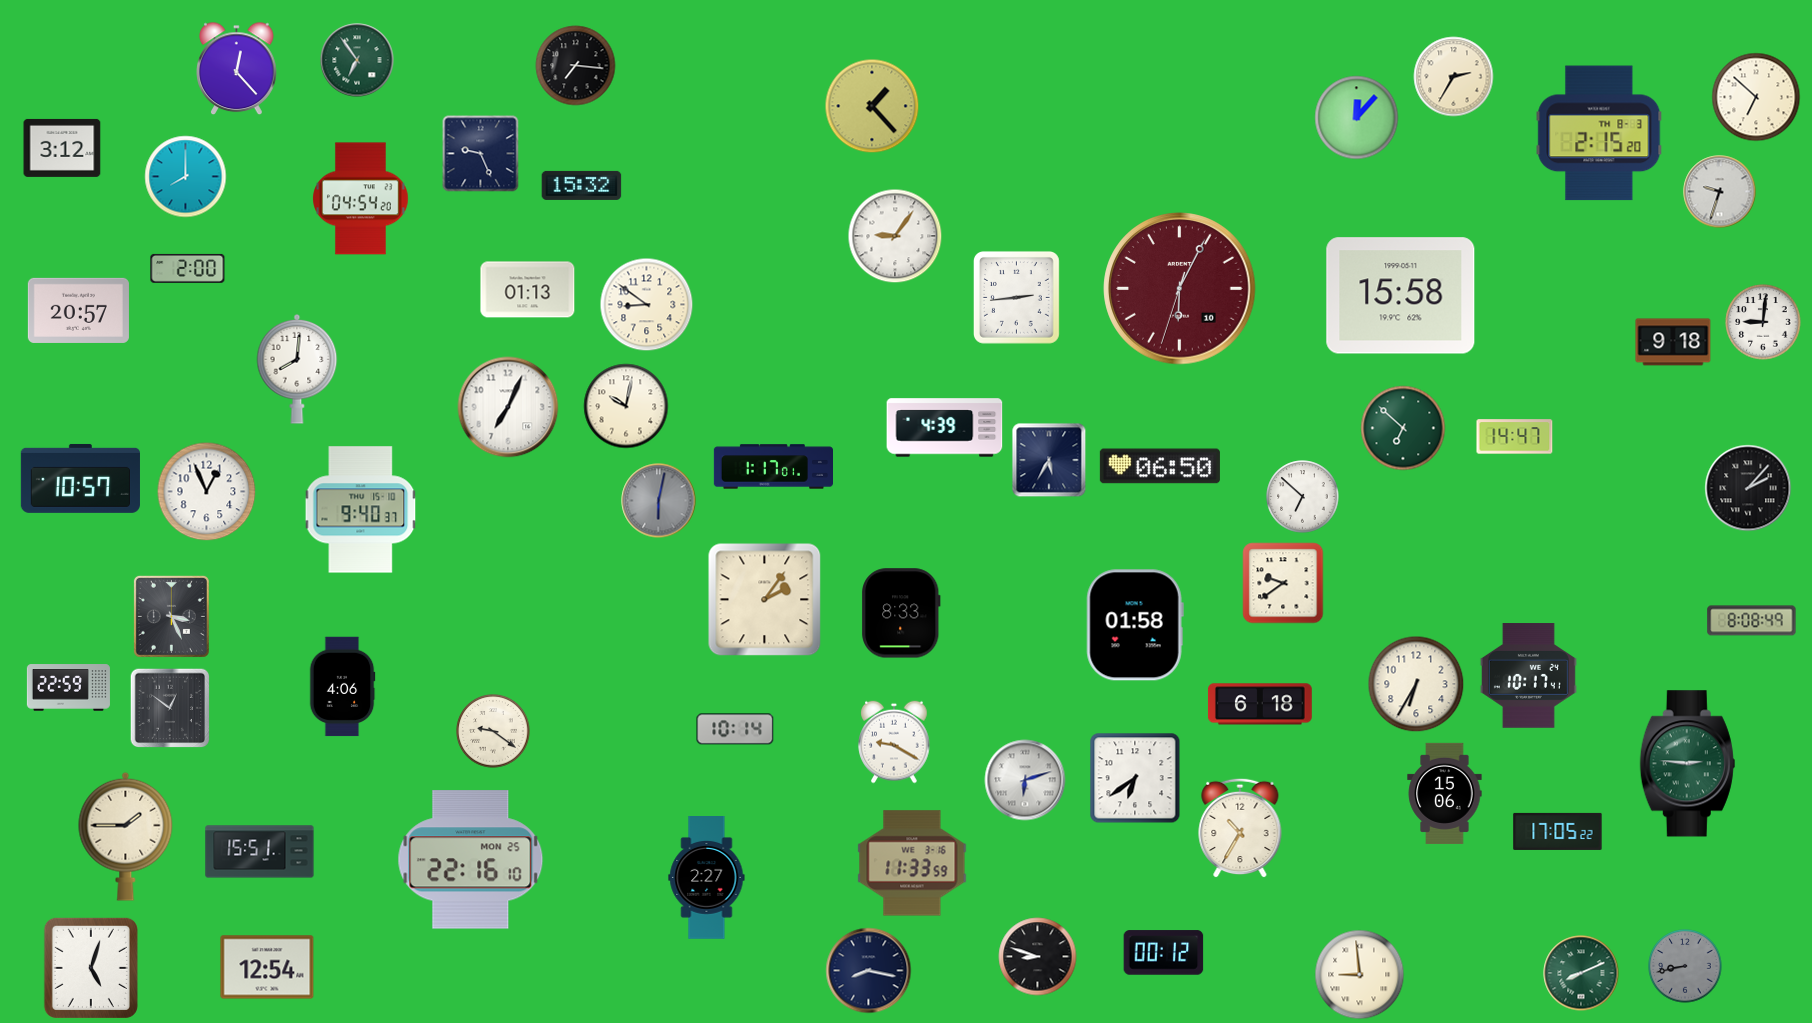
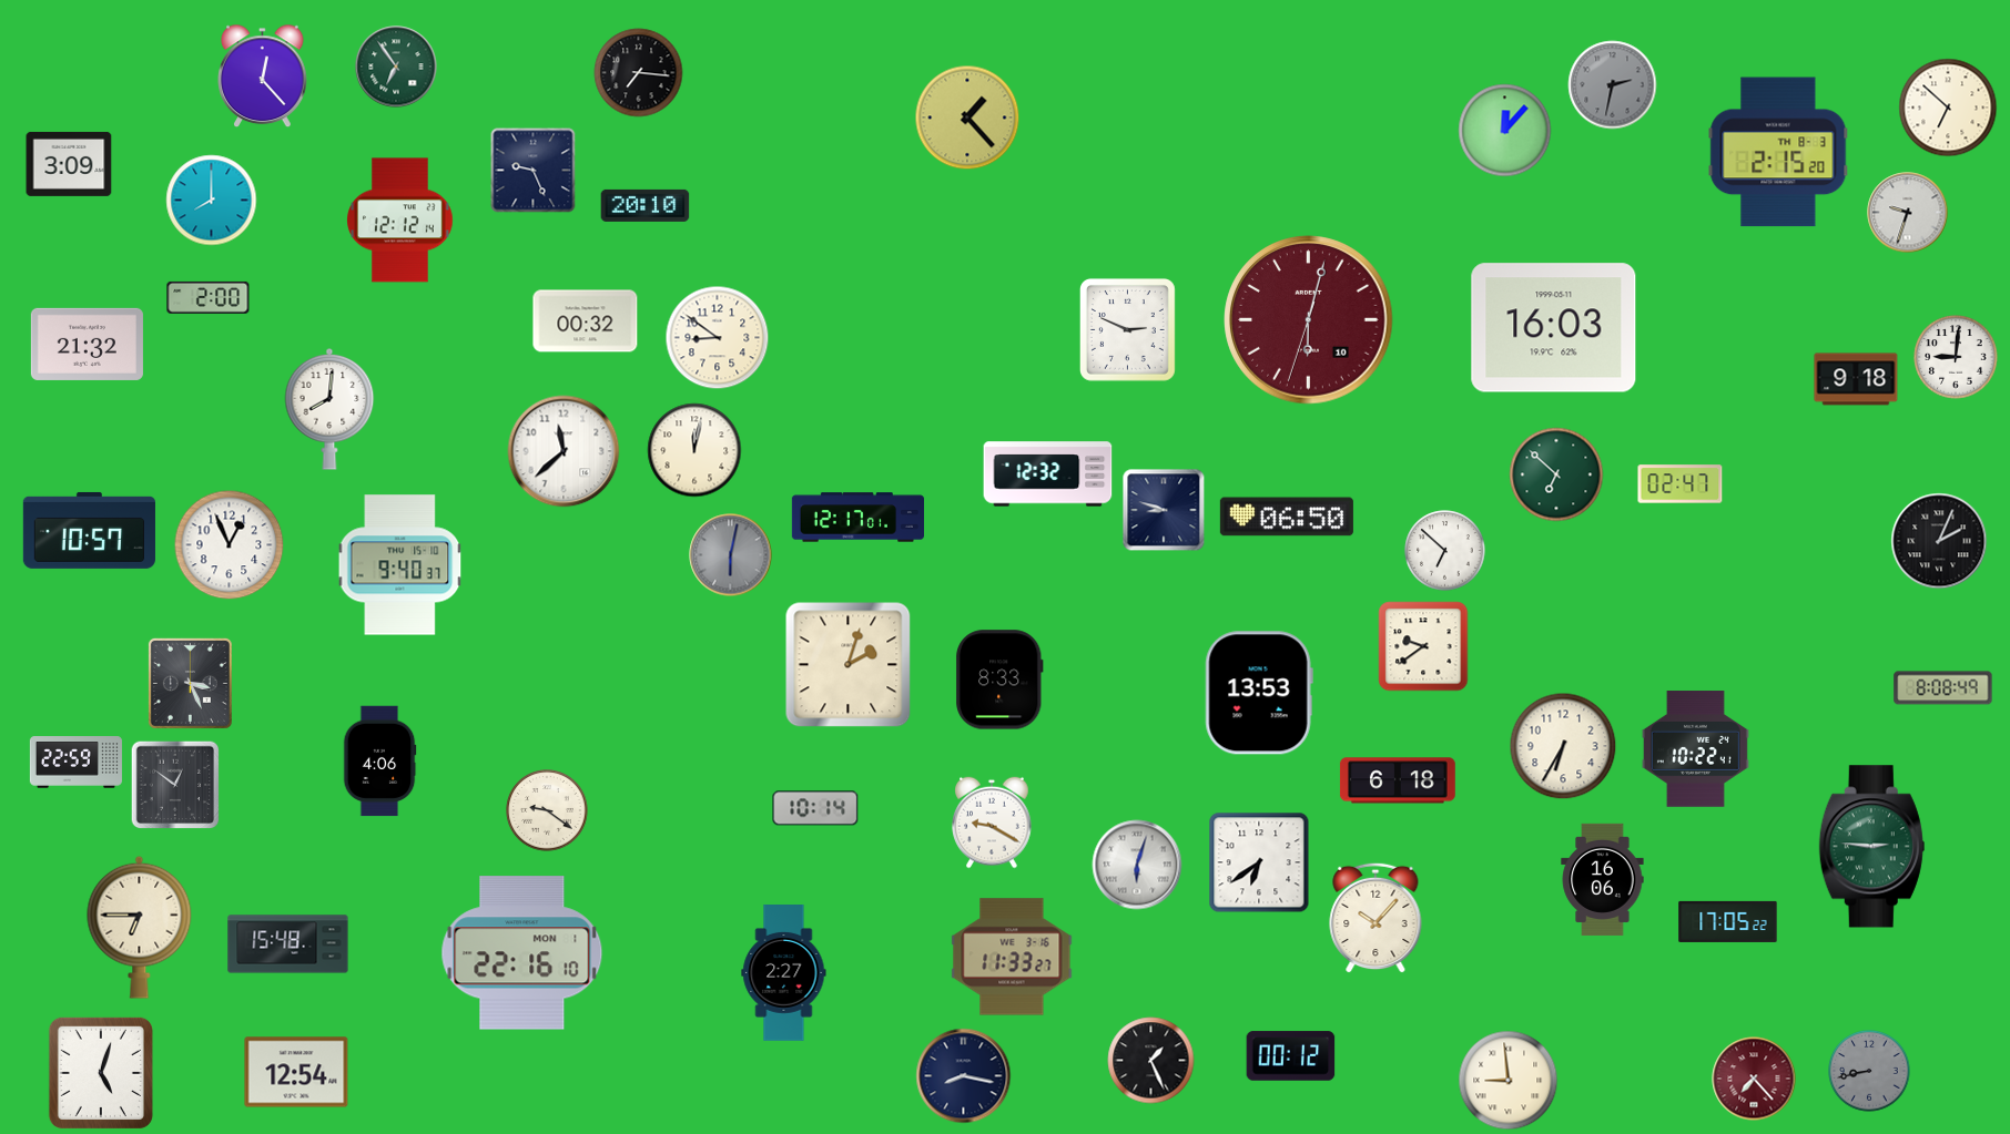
clock at (1454, 77): 2:35 -> 2:32
clock at (1454, 77) dial: cream -> grey
clock at (1599, 133) position: (1599, 133) -> (1778, 152)
clock at (62, 148): 3:12 -> 3:09
clock at (186, 177) position: (186, 177) -> (212, 201)
clock at (582, 185): 15:32 -> 20:10
clock at (361, 199): 04:54 -> 12:12
clock at (895, 236): 9:06 -> none
clock at (1180, 289): 6:04 -> 6:02
clock at (528, 290): 01:13 -> 00:32
clock at (1401, 296): 15:58 -> 16:03
clock at (1016, 297): 2:44 -> 2:49
clock at (78, 310): 20:57 -> 21:32
clock at (626, 406): 10:02 -> 12:02
clock at (508, 407): 7:04 -> 11:38
clock at (945, 428): 4:39 -> 12:32
clock at (1515, 437): 14:47 -> 02:47
clock at (1049, 460): 5:35 -> 8:48
clock at (773, 467): 1:17 -> 12:17
clock at (1748, 488): 2:07 -> 2:04
clock at (765, 600): 2:06 -> 2:03
clock at (1135, 625): 01:58 -> 13:53
clock at (1528, 676): 10:17 -> 10:22
clock at (1416, 684) position: (1416, 684) -> (1563, 746)
clock at (170, 708) position: (170, 708) -> (175, 785)
clock at (1025, 780): 6:12 -> 6:03
clock at (1445, 793): 15:06 -> 16:06
clock at (1240, 828): 10:35 -> 10:07
clock at (126, 836): 1:45 -> 6:45
clock at (260, 852): 15:51 -> 15:48
clock at (471, 860) date: MON 25 -> MON 1
clock at (912, 863): 11:33:59 -> 11:33:27
clock at (1038, 957): 8:48 -> 1:26
clock at (1581, 973): 8:11 -> 7:23
clock at (1581, 973) dial: green -> burgundy
